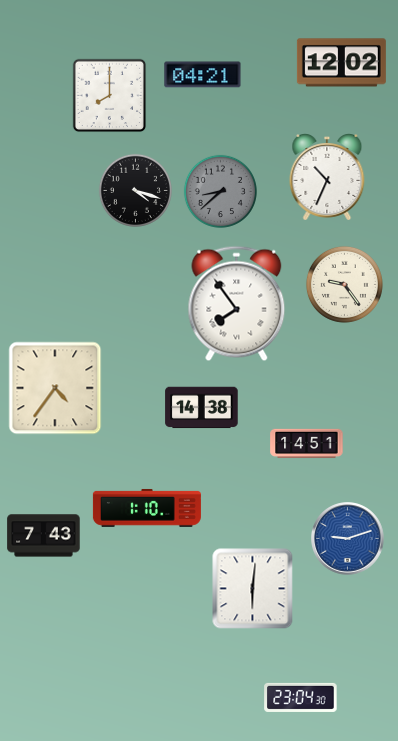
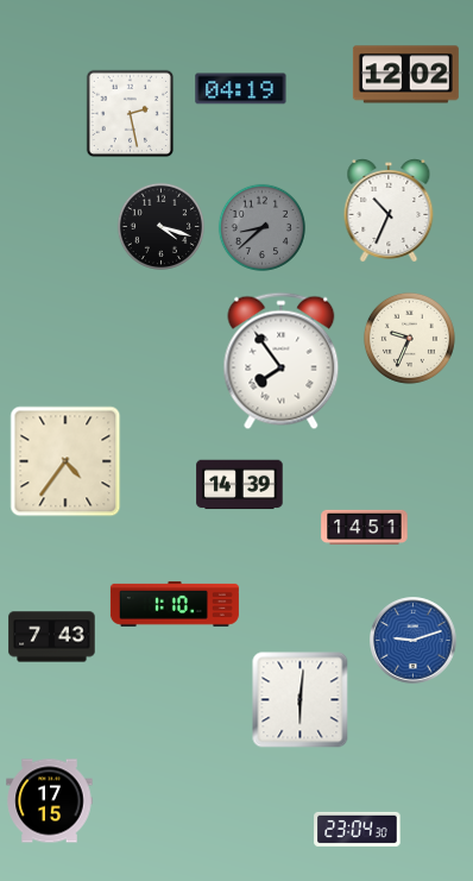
clock at (203, 75): 04:21 -> 04:19
clock at (110, 96): 8:00 -> 2:28
clock at (344, 284): 9:24 -> 9:34
clock at (202, 408): 14:38 -> 14:39
clock at (50, 801): none -> 17:15
